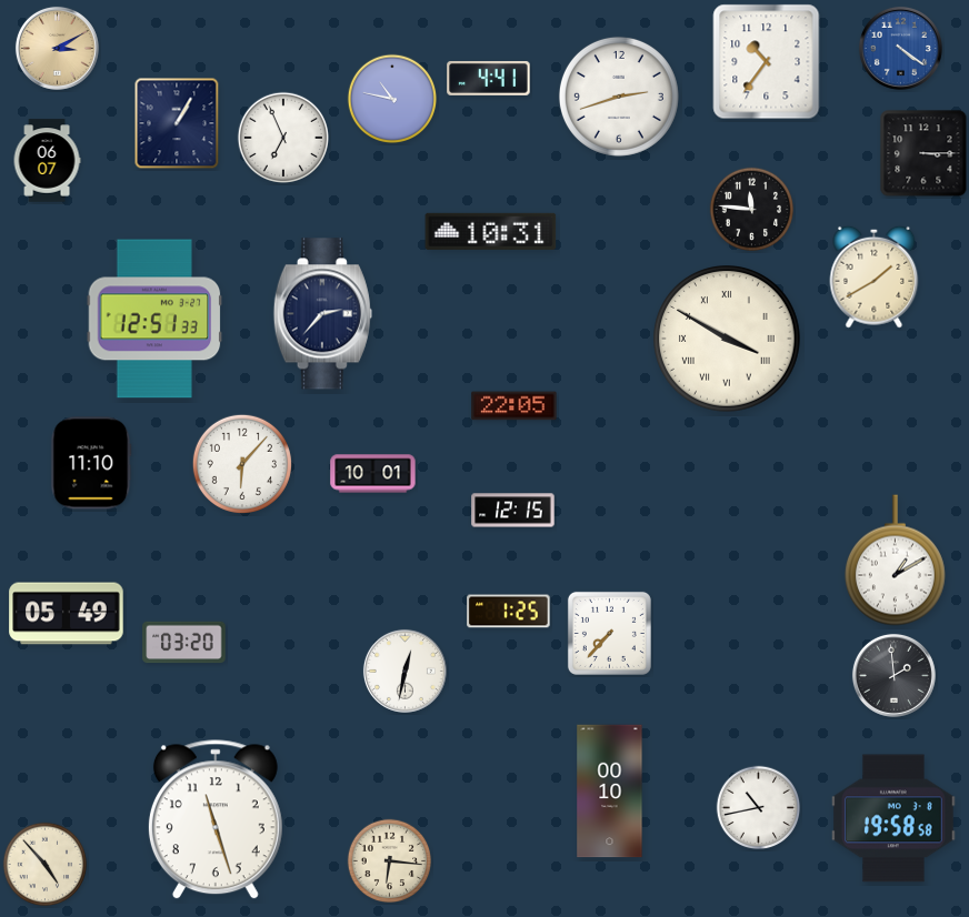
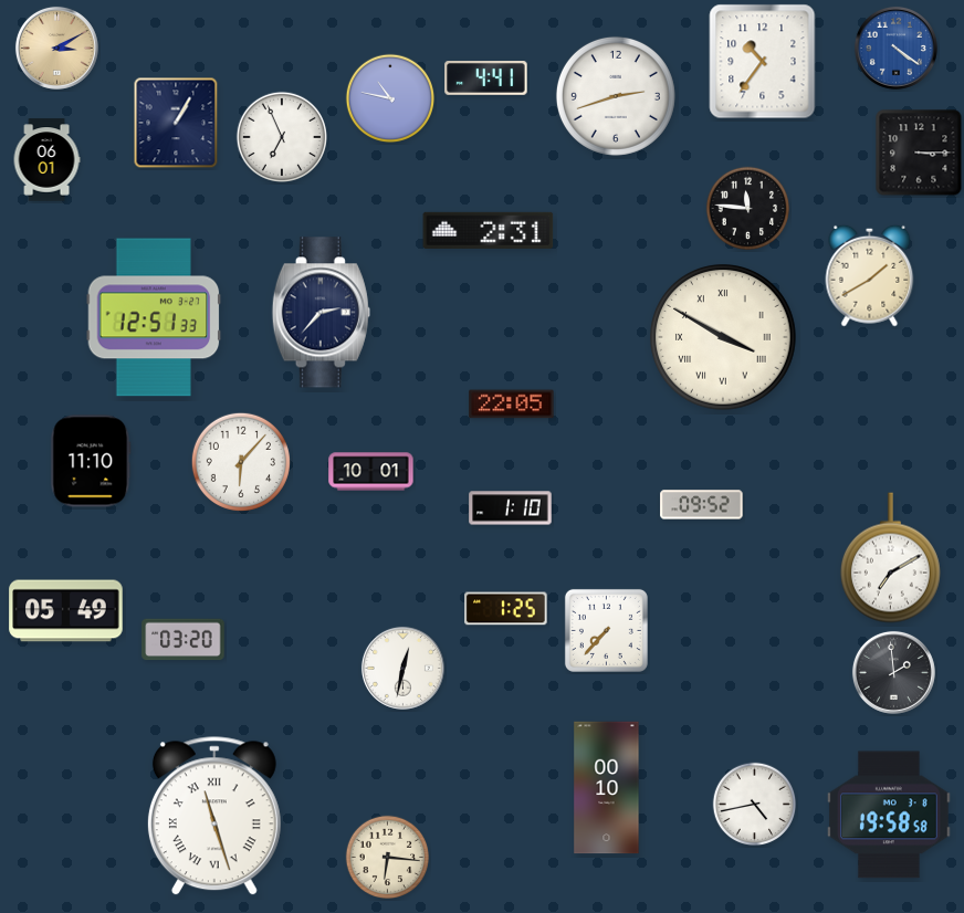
clock at (47, 161): 06:07 -> 06:01
clock at (491, 231): 10:31 -> 2:31
clock at (702, 505): none -> 09:52
clock at (513, 511): 12:15 -> 1:10
clock at (895, 561): 1:10 -> 7:10
clock at (893, 675) position: (893, 675) -> (893, 672)
clock at (759, 808): 10:43 -> 4:43
clock at (216, 820) numerals: Arabic -> Roman
clock at (46, 865): 4:53 -> none
